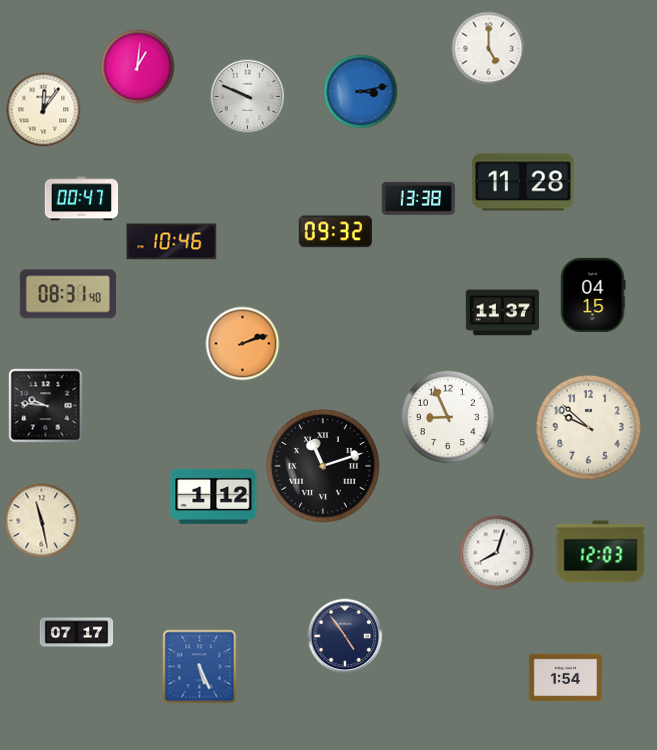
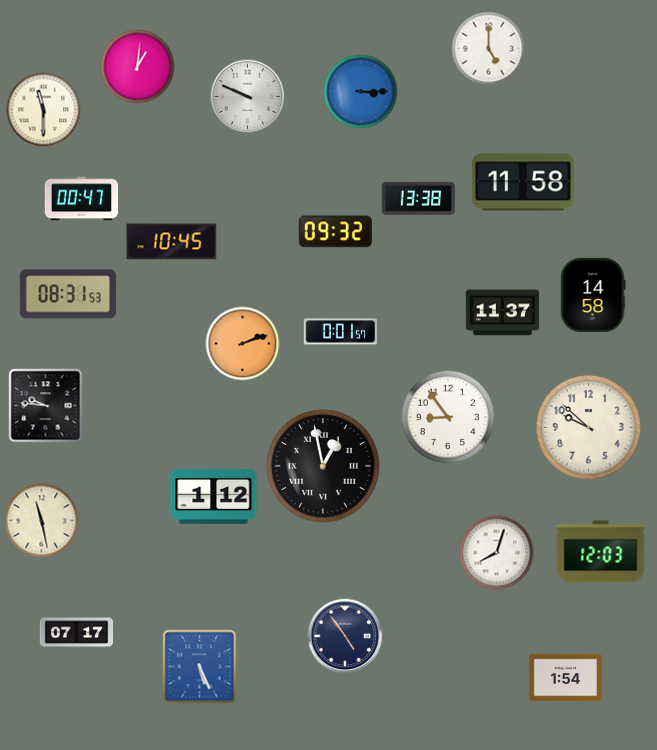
clock at (361, 92): 3:13 -> 3:15
clock at (44, 110): 12:06 -> 11:30
clock at (523, 182): 11:28 -> 11:58
clock at (172, 242): 10:46 -> 10:45
clock at (68, 294): 08:31:40 -> 08:31:53
clock at (593, 295): 04:15 -> 14:58
clock at (340, 332): none -> 0:01
clock at (447, 416): 8:56 -> 8:54
clock at (323, 466): 11:12 -> 12:58
